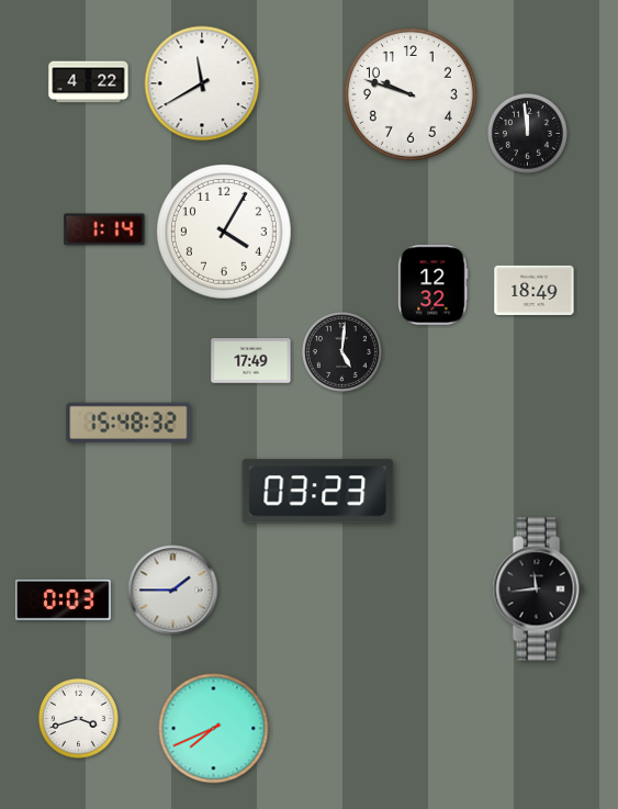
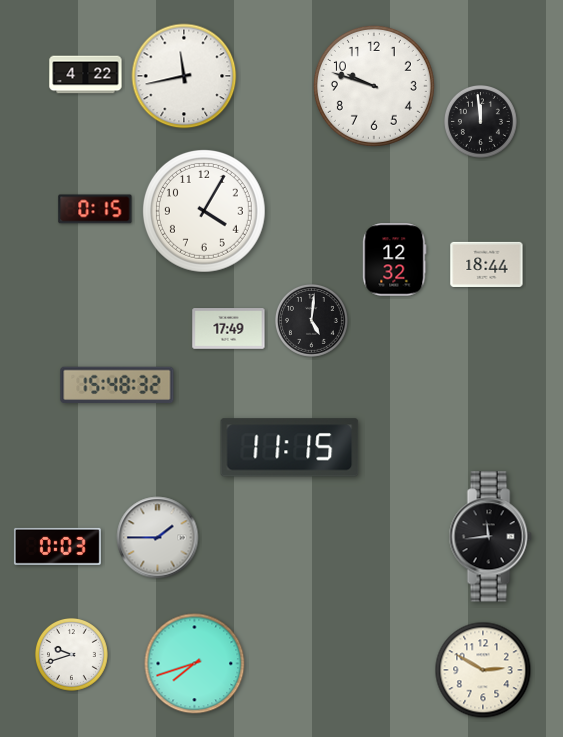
clock at (89, 82) position: (89, 82) -> (86, 75)
clock at (202, 83): 11:40 -> 11:43
clock at (104, 229): 1:14 -> 0:15
clock at (535, 290): 18:49 -> 18:44
clock at (318, 492): 03:23 -> 11:15
clock at (78, 718): 3:42 -> 9:42
clock at (214, 729): 7:41 -> 7:42
clock at (483, 670): none -> 2:50
